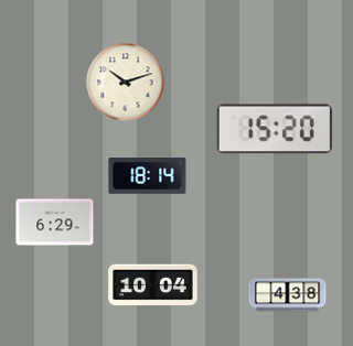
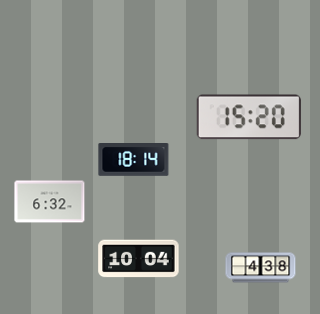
clock at (126, 83): 10:12 -> none
clock at (55, 223): 6:29 -> 6:32
